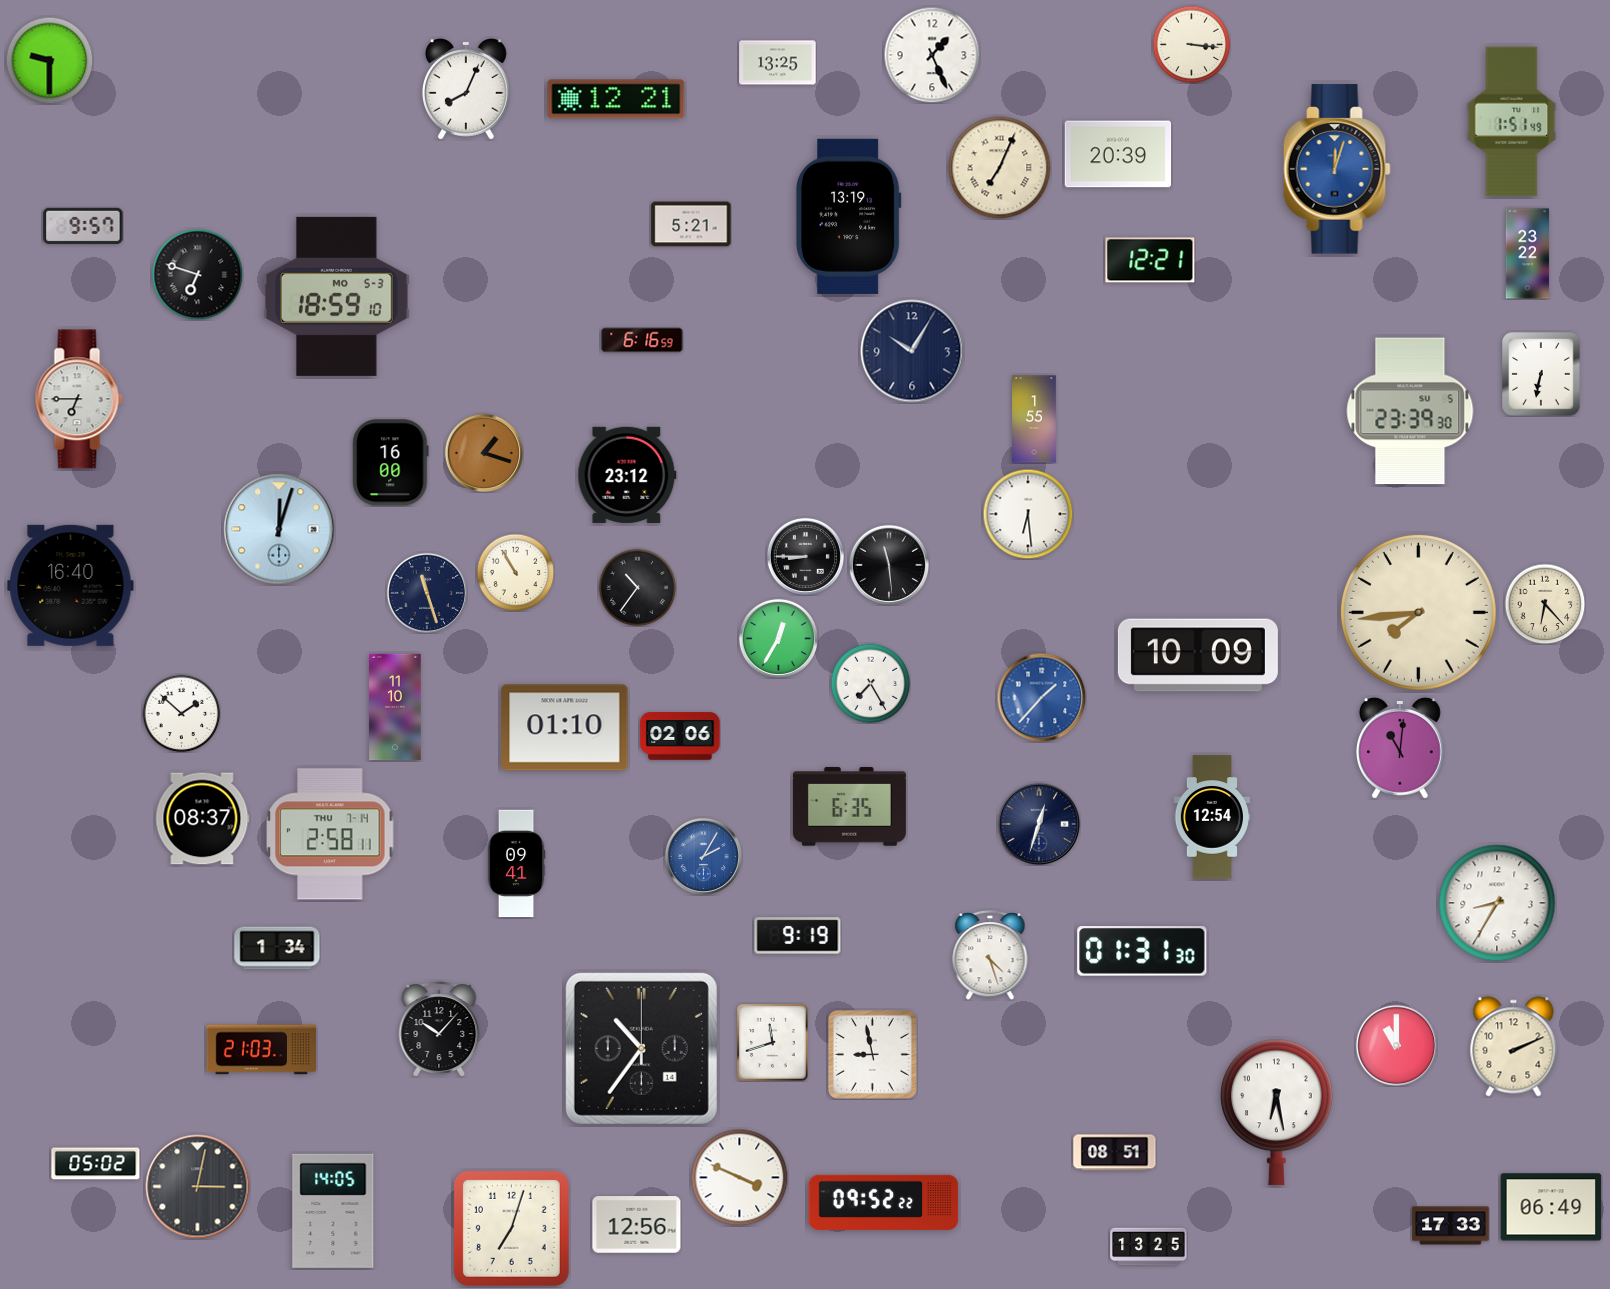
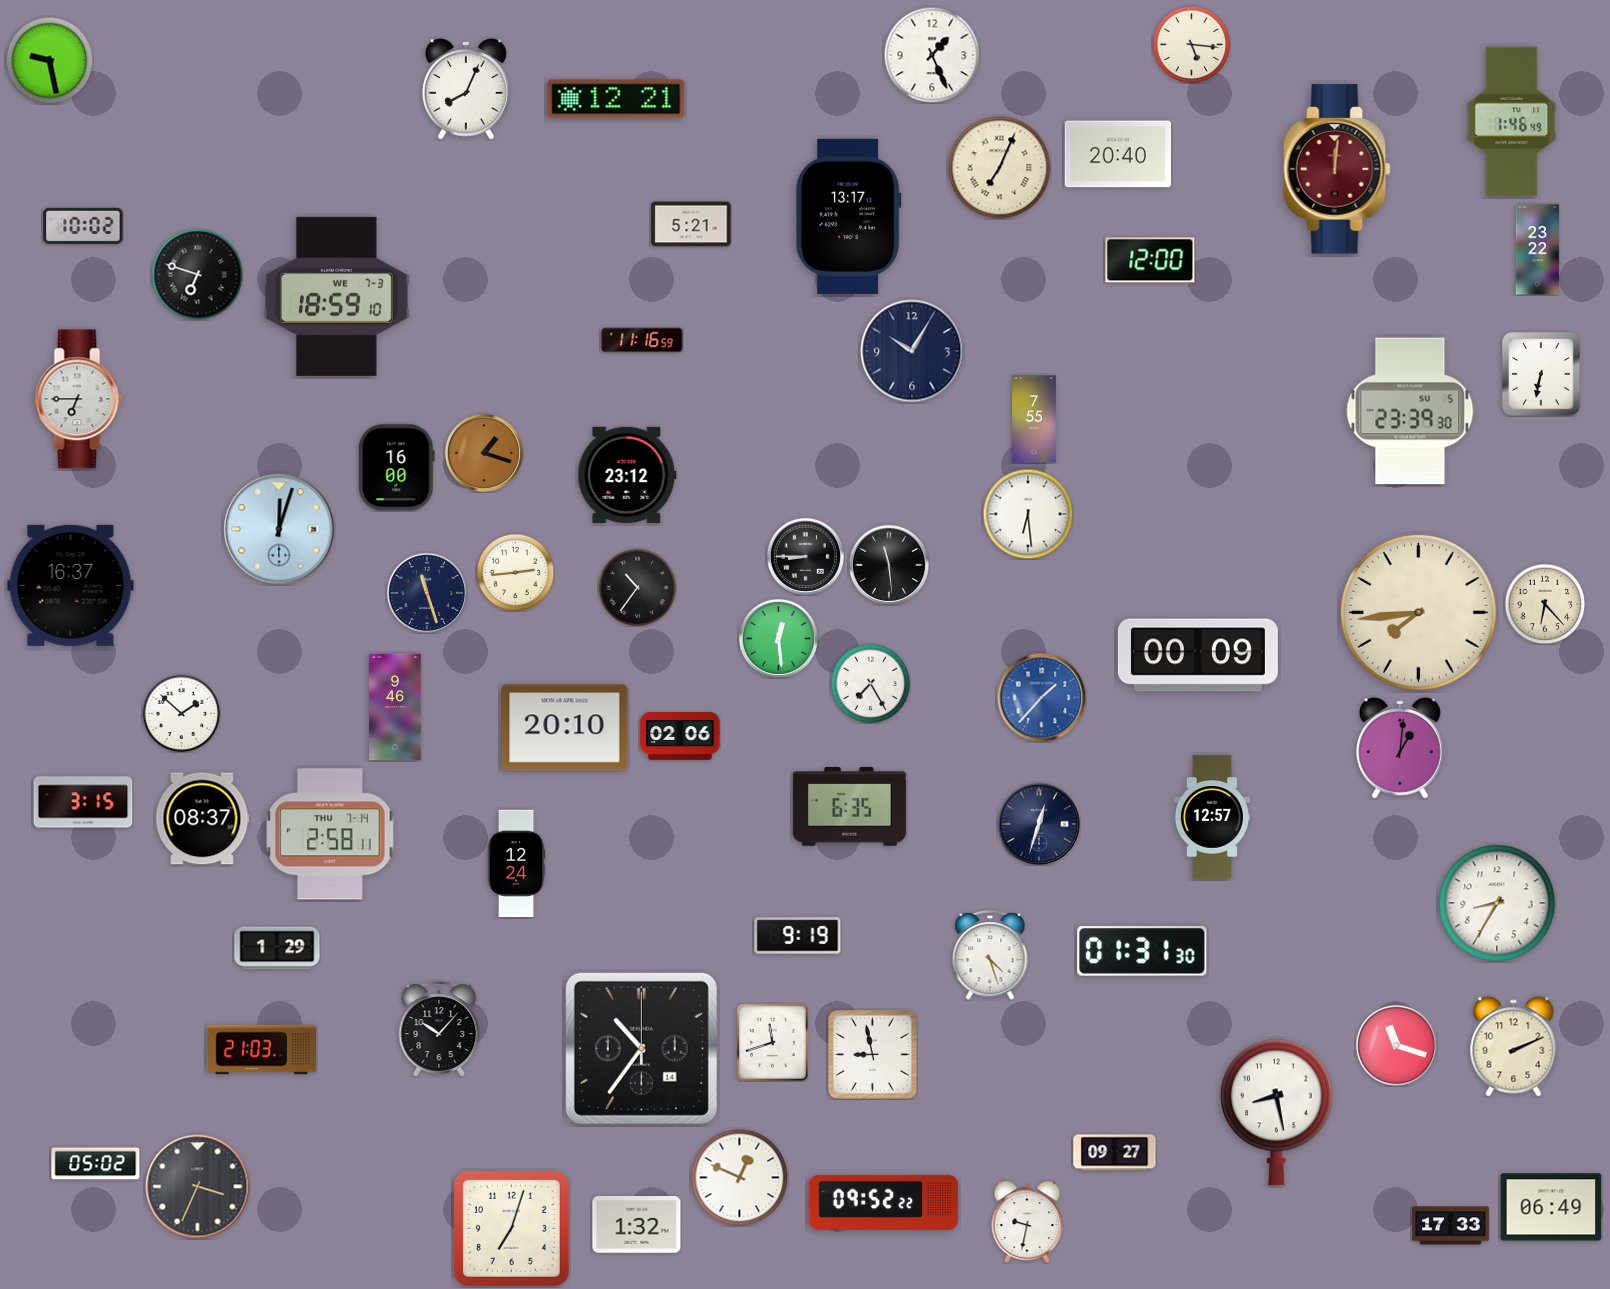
clock at (1191, 44): 3:16 -> 5:16
clock at (49, 60): 9:30 -> 9:28
clock at (778, 63): 13:25 -> none
clock at (1512, 122): 1:51 -> 1:46
clock at (1118, 154): 20:39 -> 20:40
clock at (1337, 169): 12:03 -> 12:01
clock at (1337, 169) dial: blue -> burgundy
clock at (848, 216): 13:19 -> 13:17
clock at (83, 225): 9:57 -> 10:02
clock at (1528, 254) position: (1528, 254) -> (1538, 250)
clock at (1150, 260): 12:21 -> 12:00
clock at (336, 296) date: MO 5-3 -> WE 7-3
clock at (642, 340): 6:16 -> 11:16
clock at (1034, 419): 1:55 -> 7:55
clock at (391, 463) position: (391, 463) -> (397, 468)
clock at (515, 572): 10:55 -> 2:44
clock at (71, 585): 16:40 -> 16:37
clock at (778, 638): 12:35 -> 12:29
clock at (1198, 655): 10:09 -> 00:09
clock at (395, 707): 11:10 -> 9:46
clock at (565, 728): 01:10 -> 20:10
clock at (1400, 749): 11:01 -> 1:01
clock at (83, 802): none -> 3:15
clock at (1212, 817): 12:54 -> 12:57
clock at (703, 856): 2:05 -> none
clock at (516, 864): 09:41 -> 12:24
clock at (277, 948): 1:34 -> 1:29
clock at (1396, 1045): 11:00 -> 11:18
clock at (1277, 1113): 6:28 -> 8:28
clock at (1115, 1153): 08:51 -> 09:27
clock at (739, 1177): 3:49 -> 12:49
clock at (198, 1187): 3:02 -> 3:34
clock at (333, 1211): 14:05 -> none
clock at (1027, 1221): none -> 9:32
clock at (637, 1225): 12:56 -> 1:32
clock at (1149, 1247): 13:25 -> none
